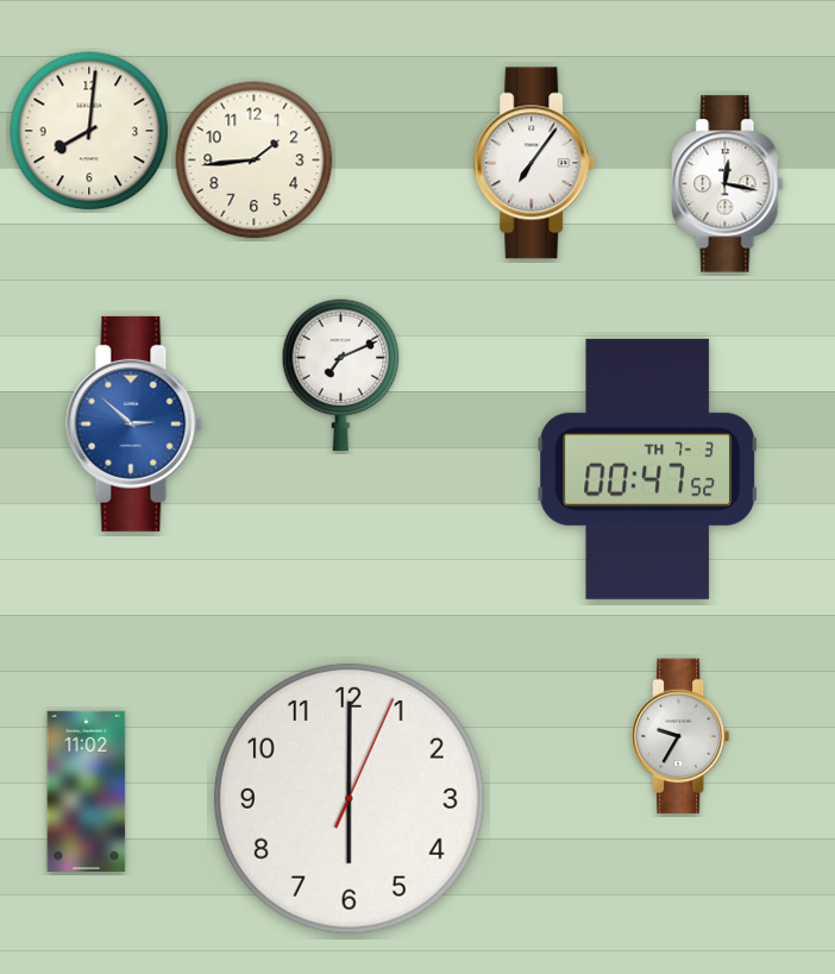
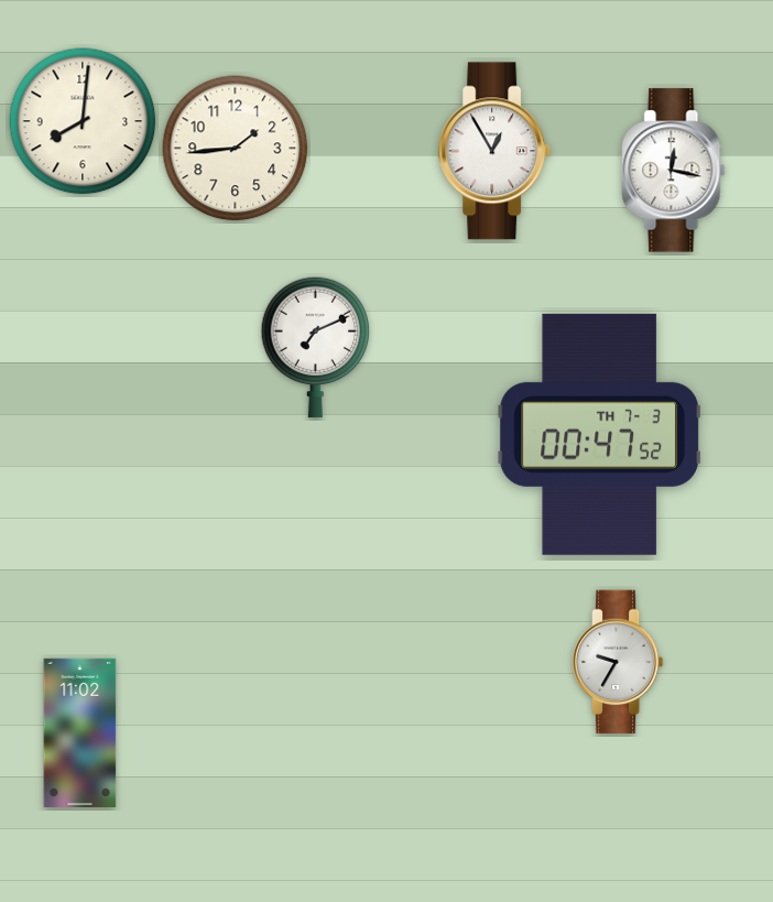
clock at (535, 163): 7:06 -> 12:55
clock at (134, 423): 2:52 -> none
clock at (680, 736) position: (680, 736) -> (618, 662)
clock at (349, 798): 6:00 -> none
